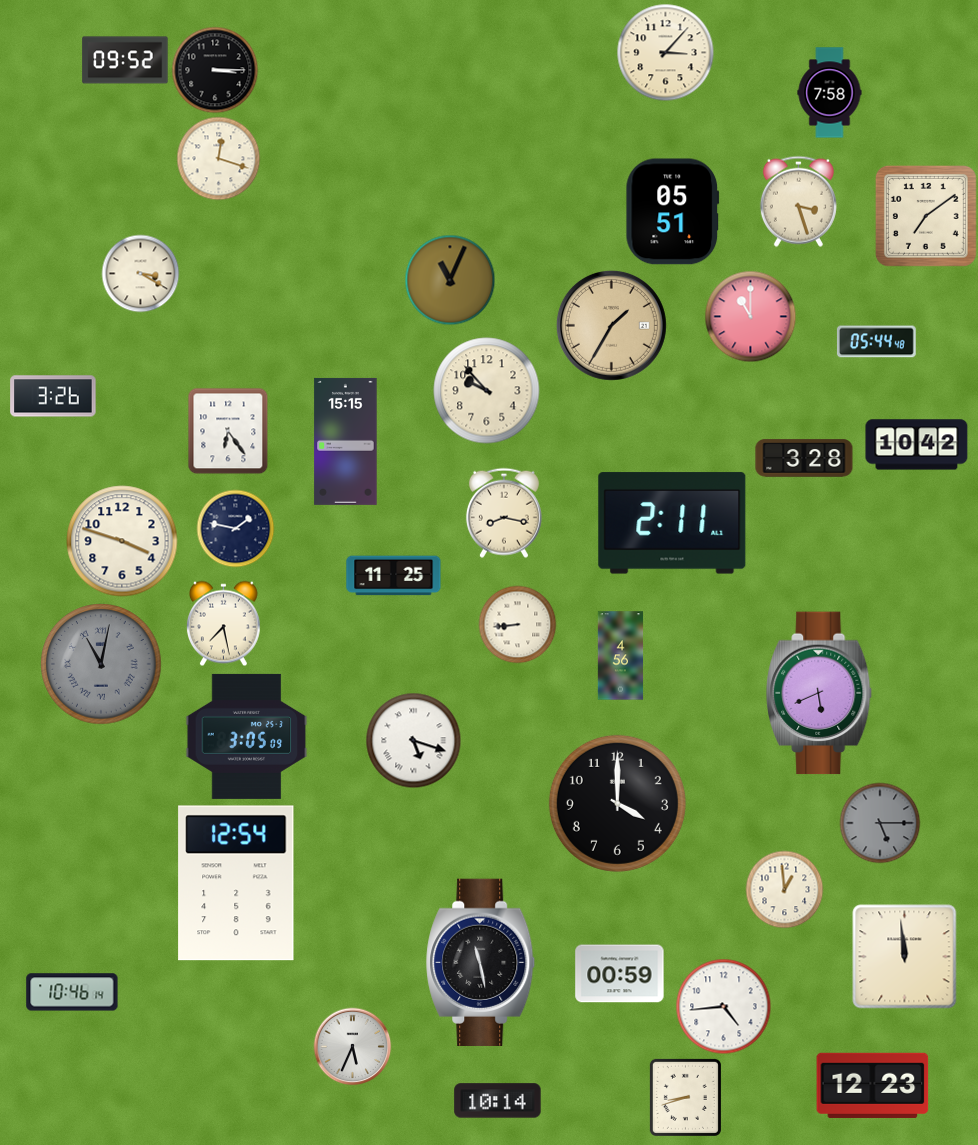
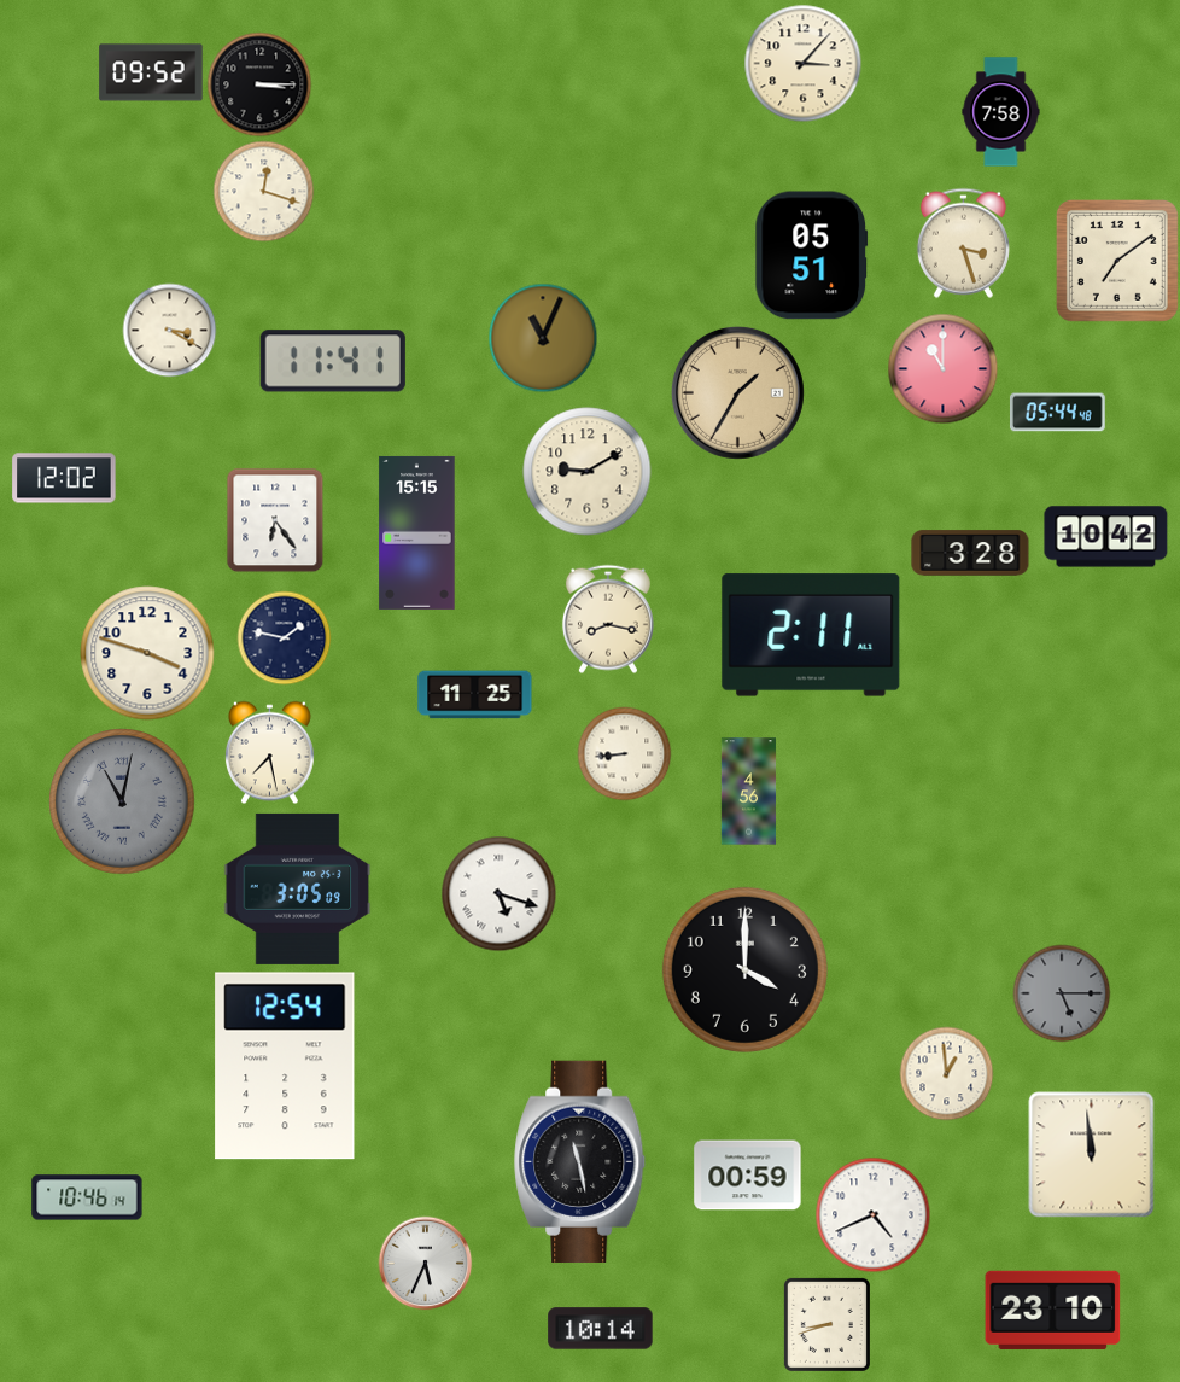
clock at (333, 361): none -> 11:41
clock at (750, 316) position: (750, 316) -> (942, 368)
clock at (487, 391): 9:53 -> 9:10
clock at (53, 396): 3:26 -> 12:02
clock at (672, 523) position: (672, 523) -> (811, 635)
clock at (820, 693): 5:41 -> none
clock at (723, 1006): 4:44 -> 4:41
clock at (873, 1085): 12:23 -> 23:10
